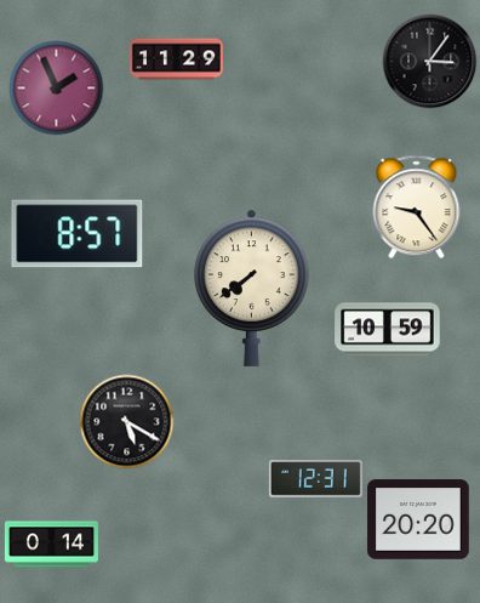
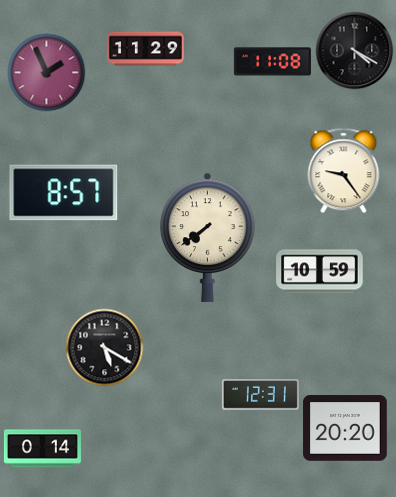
clock at (429, 61): 3:06 -> 4:20
clock at (272, 62): none -> 11:08
